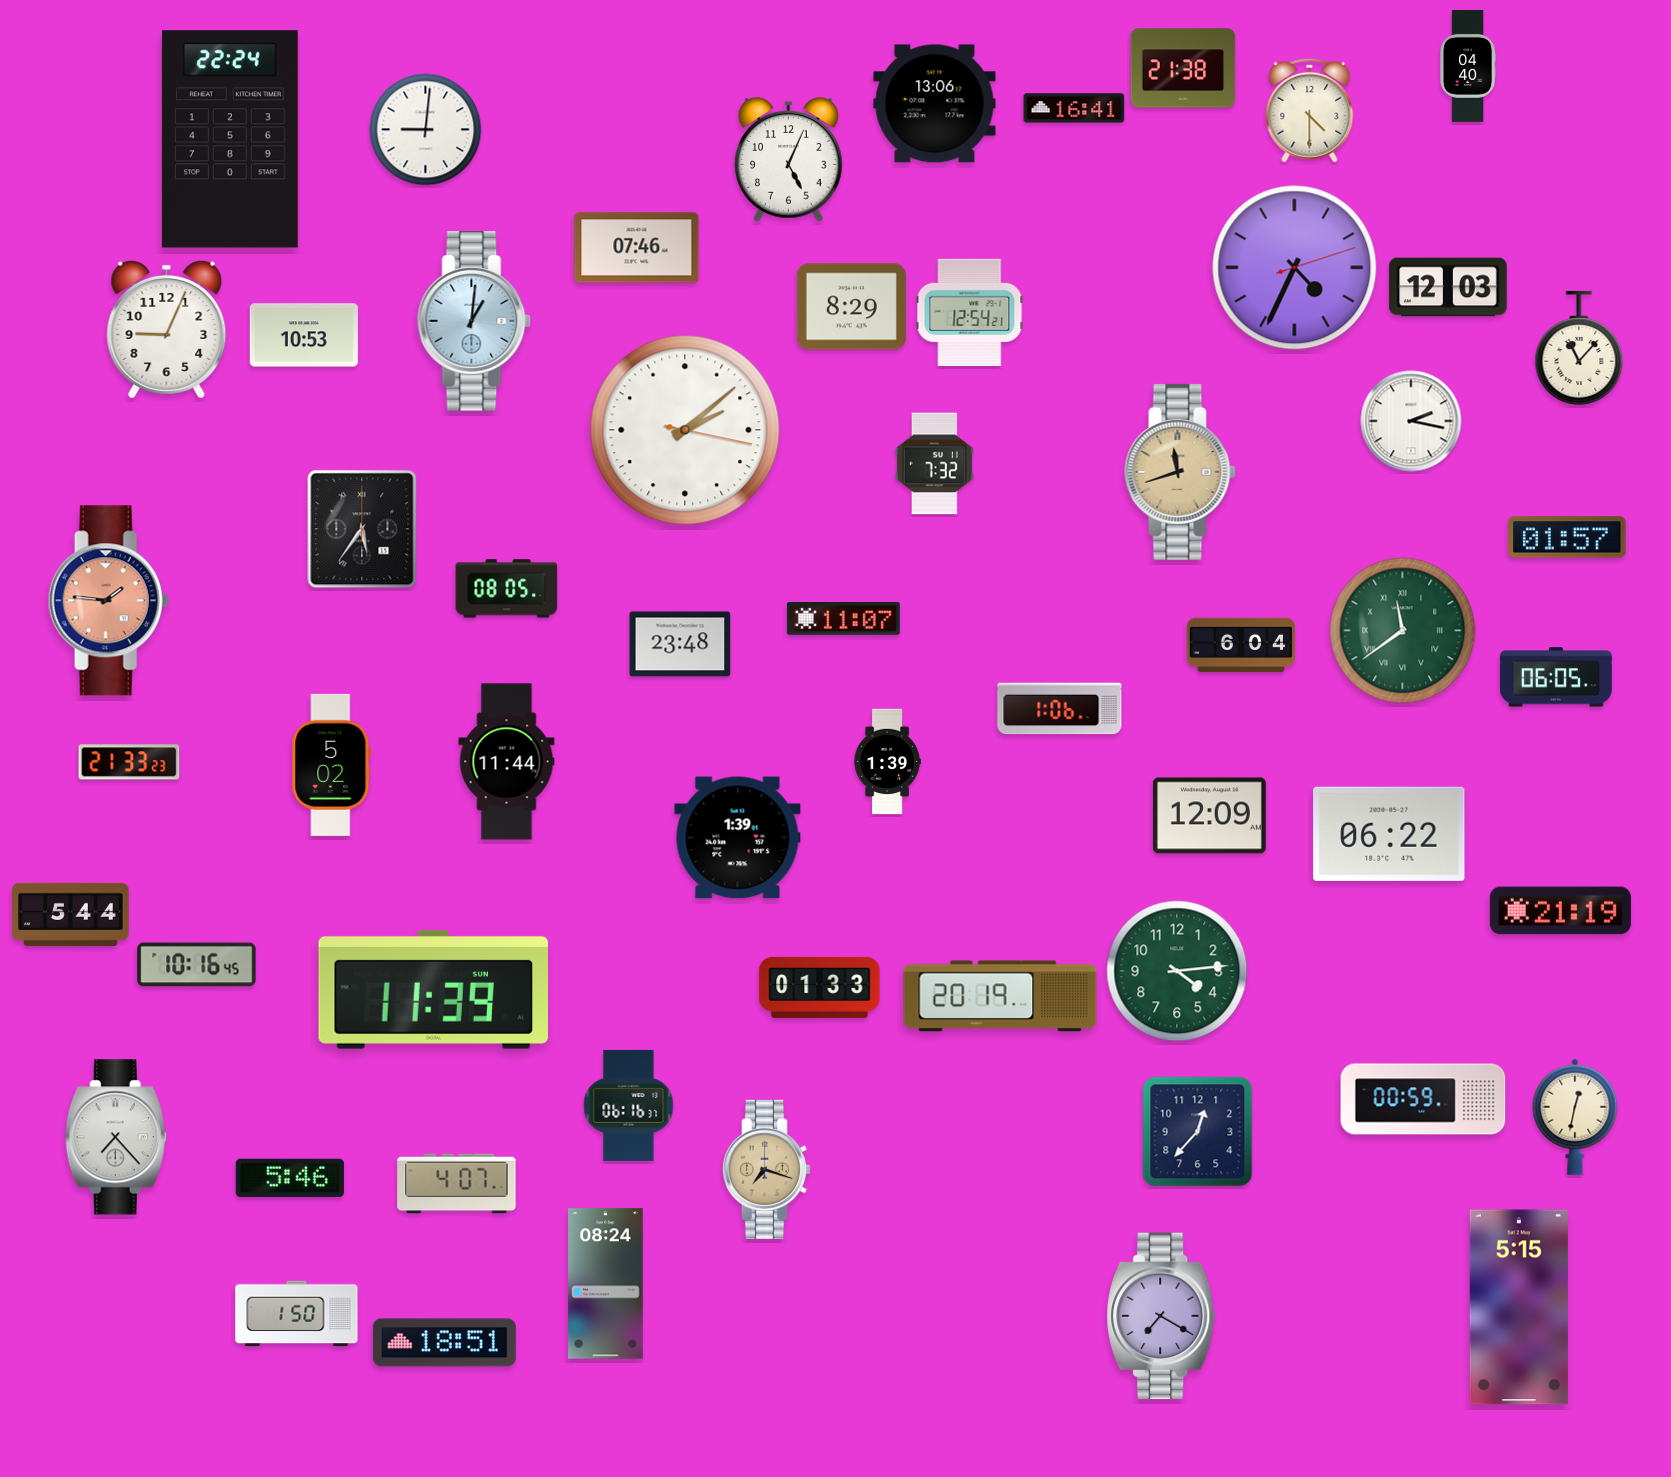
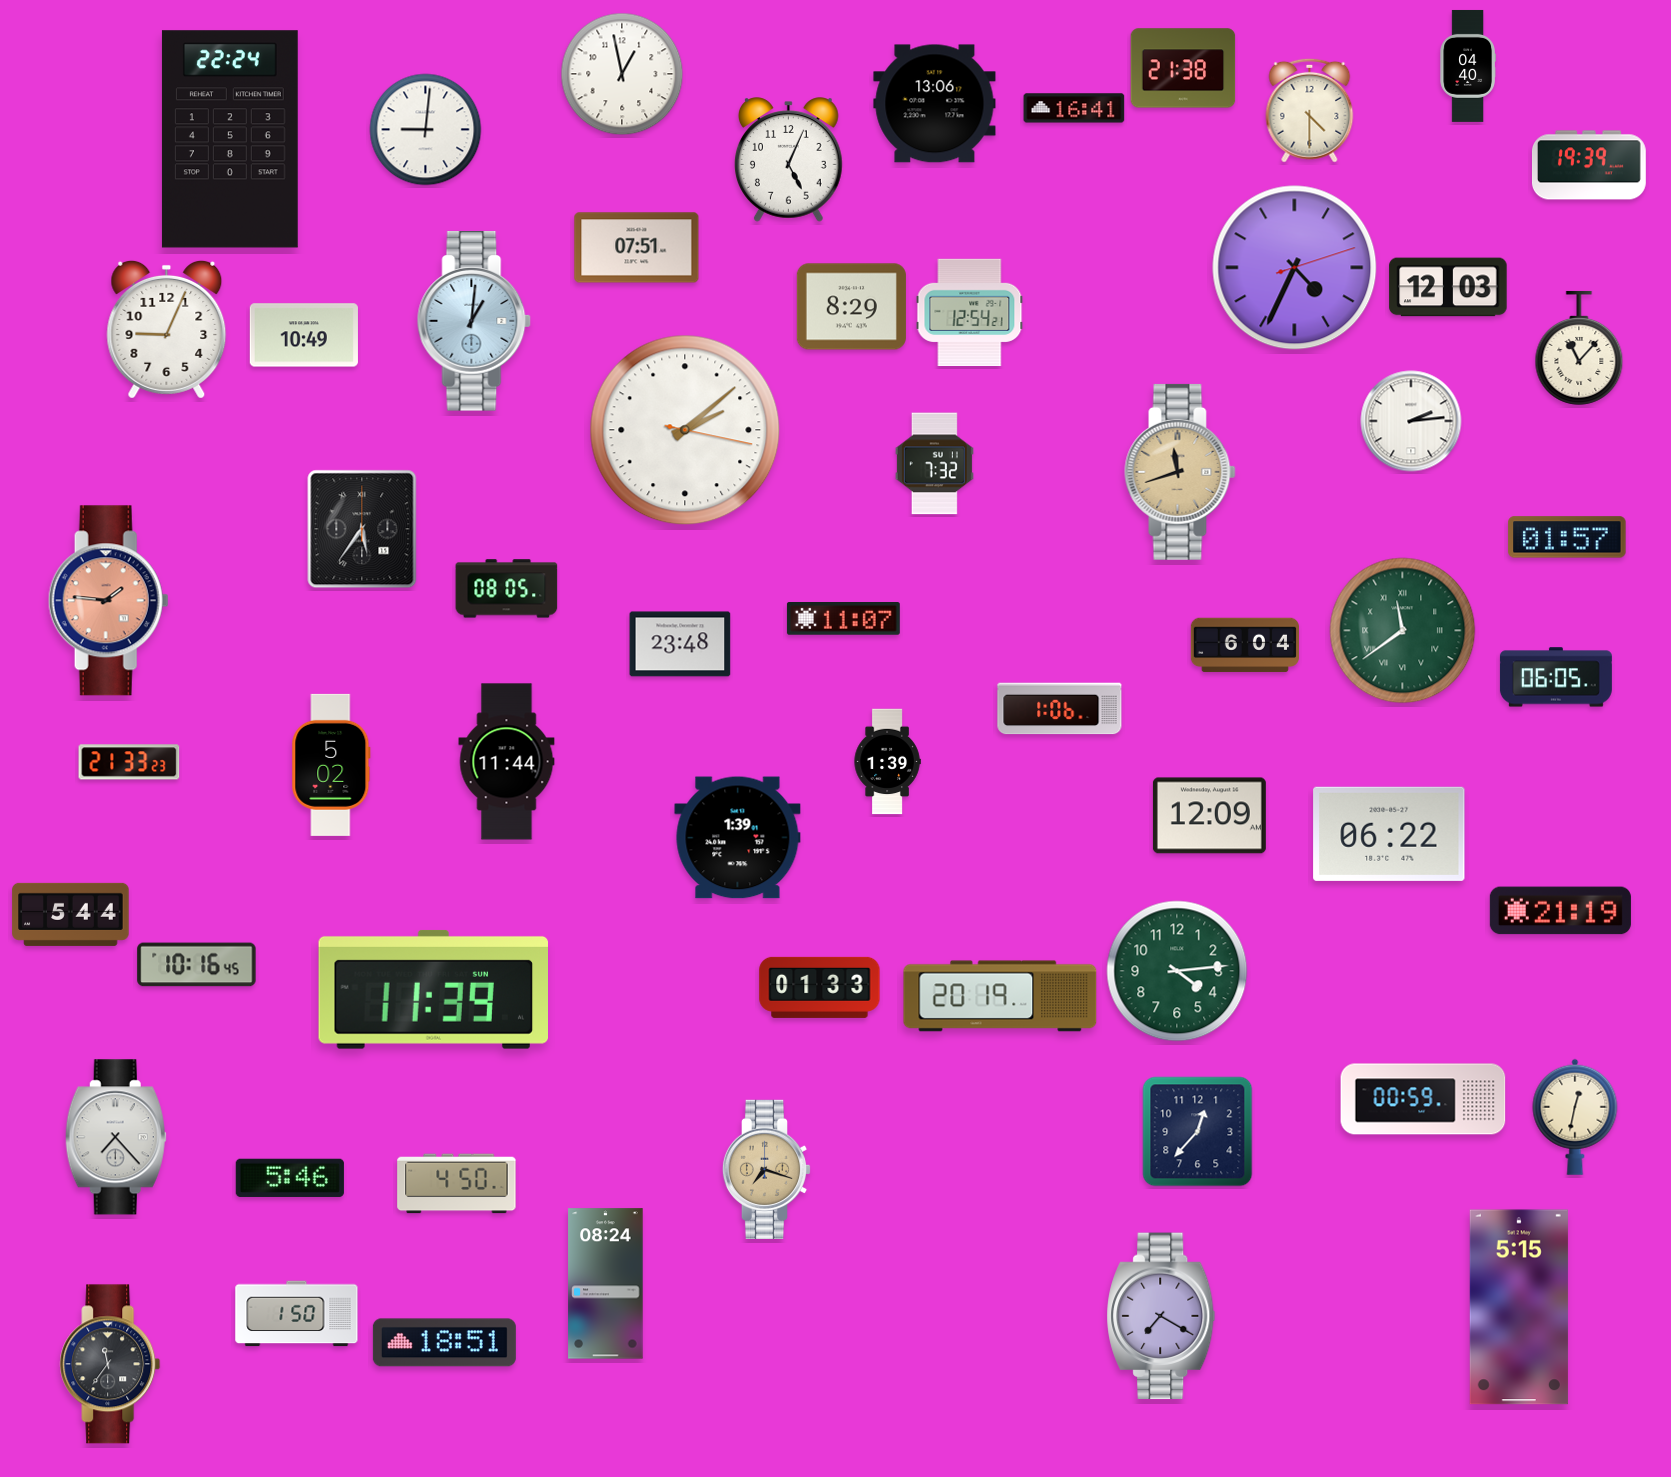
clock at (622, 74): none -> 12:58
clock at (1589, 165): none -> 19:39
clock at (637, 248): 07:46 -> 07:51
clock at (304, 335): 10:53 -> 10:49
clock at (1411, 421): 2:17 -> 2:14
clock at (1241, 645) position: (1241, 645) -> (1245, 645)
clock at (629, 1105): 06:16 -> none
clock at (457, 1184): 4:07 -> 4:50
clock at (110, 1364): none -> 11:36
